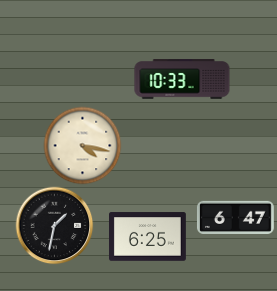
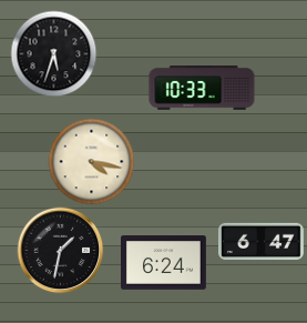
clock at (53, 53): none -> 5:33
clock at (148, 237): 6:25 -> 6:24
